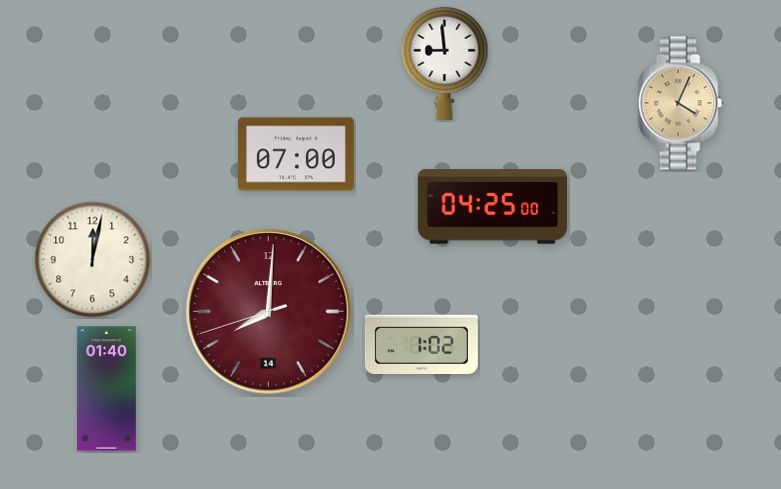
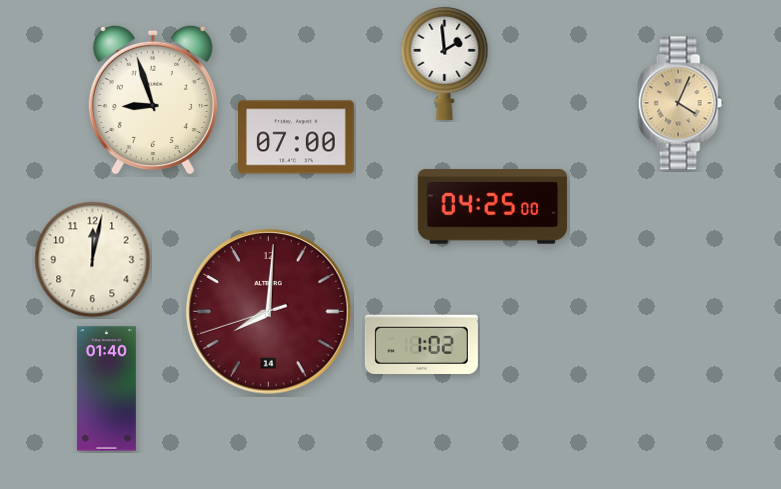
clock at (445, 63): 8:59 -> 1:59
clock at (153, 100): none -> 8:57
clock at (297, 154) position: (297, 154) -> (297, 137)
